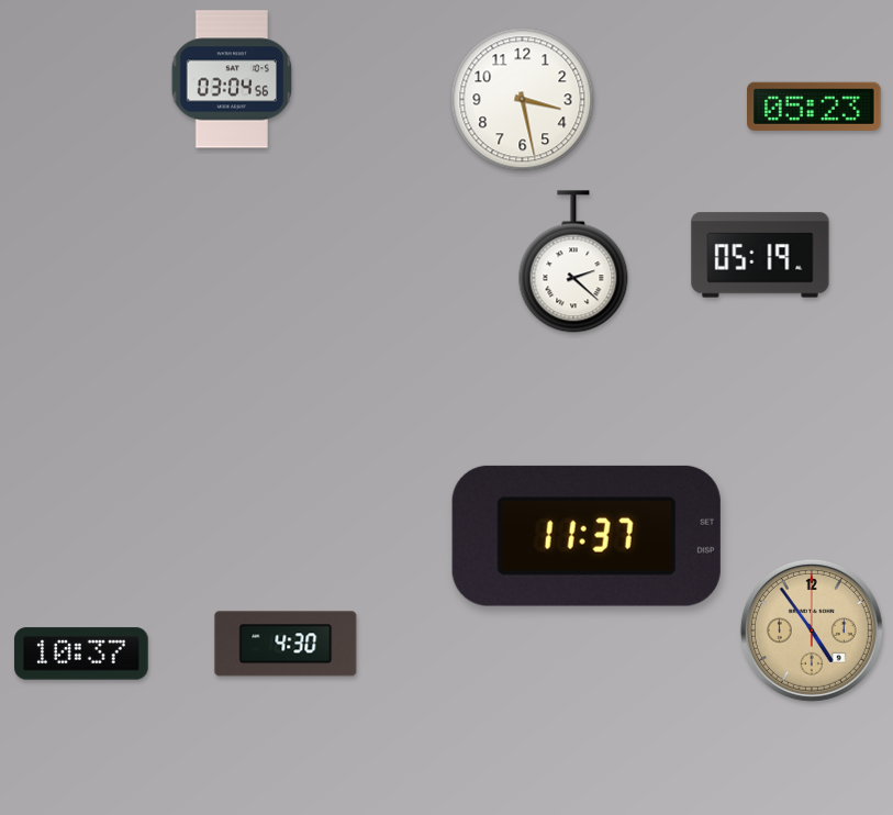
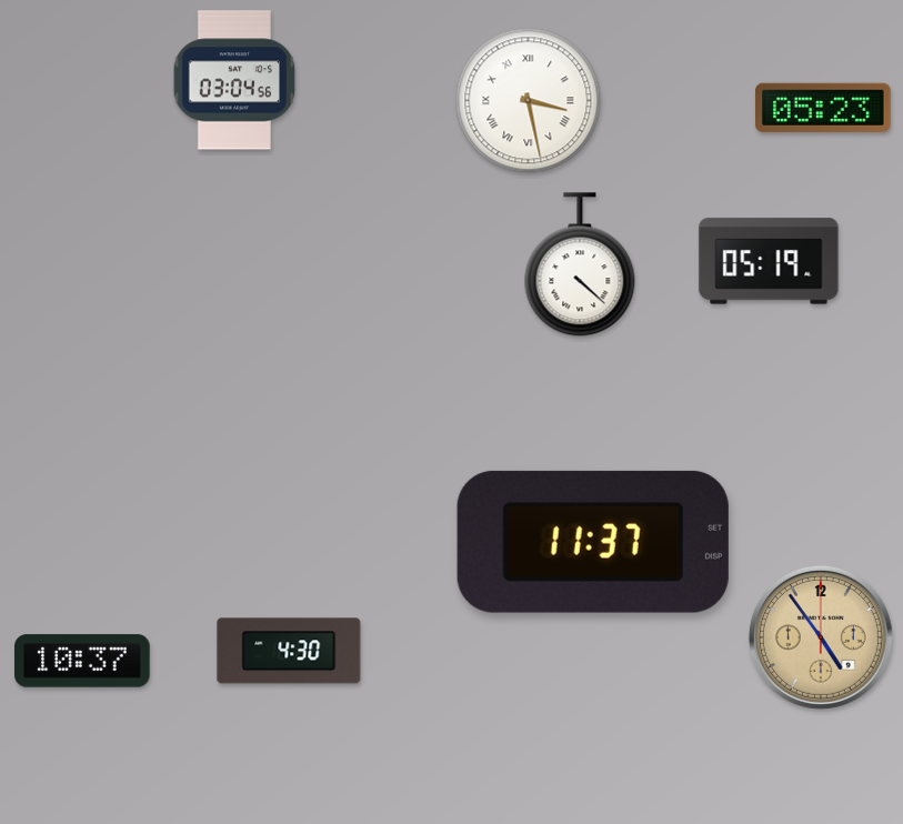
clock at (523, 100) numerals: Arabic -> Roman
clock at (760, 255) position: (760, 255) -> (769, 261)
clock at (573, 261): 2:22 -> 4:22
